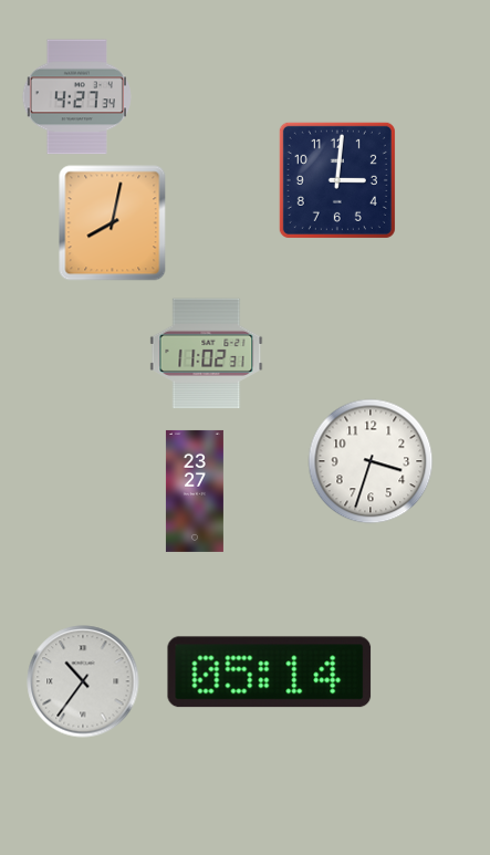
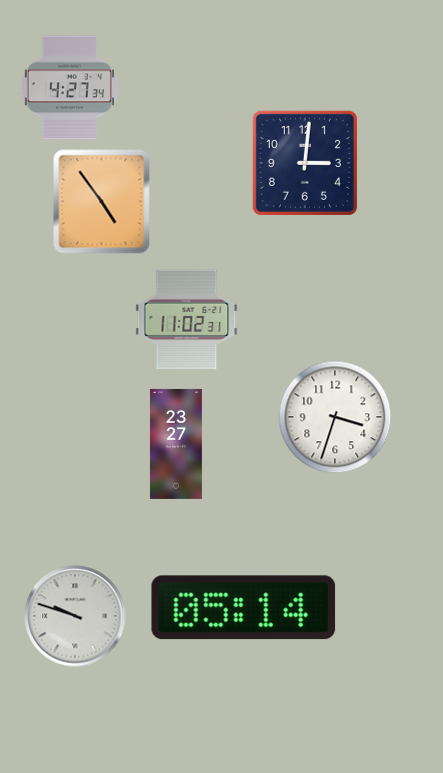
clock at (113, 223): 8:02 -> 4:54
clock at (83, 681): 10:36 -> 9:48
